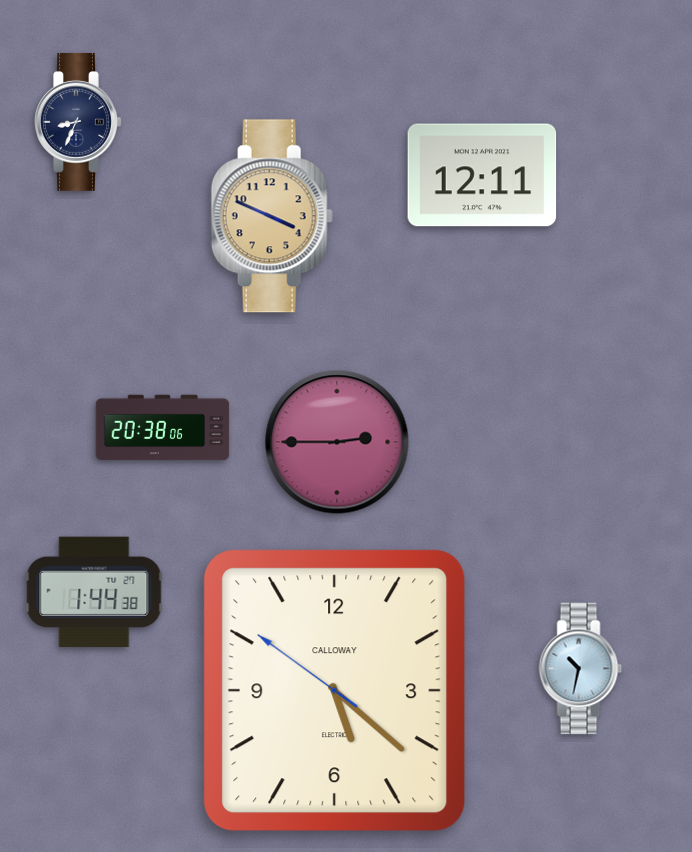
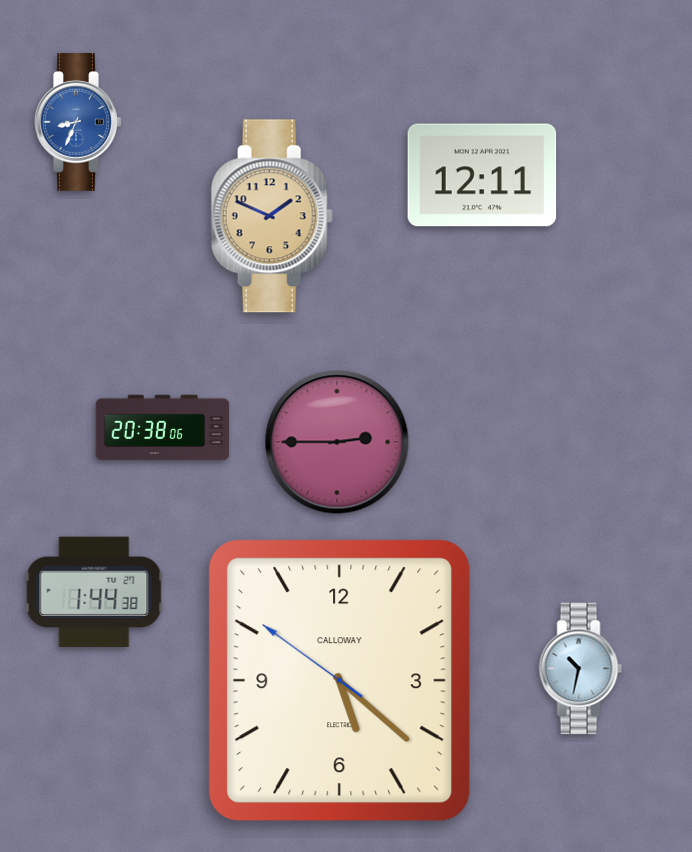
clock at (78, 122) dial: navy -> blue
clock at (272, 216): 3:49 -> 1:49
clock at (335, 691) position: (335, 691) -> (340, 681)
